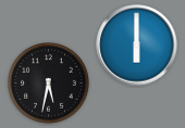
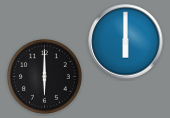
clock at (49, 84): 5:32 -> 6:00
